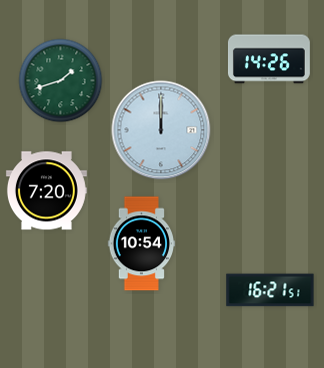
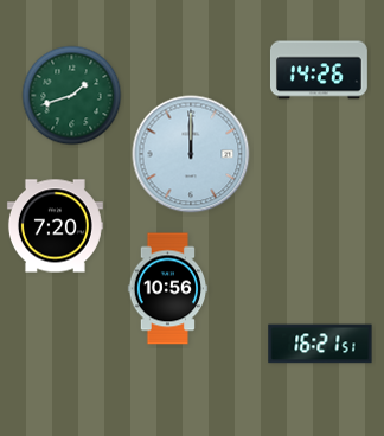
clock at (142, 244): 10:54 -> 10:56
